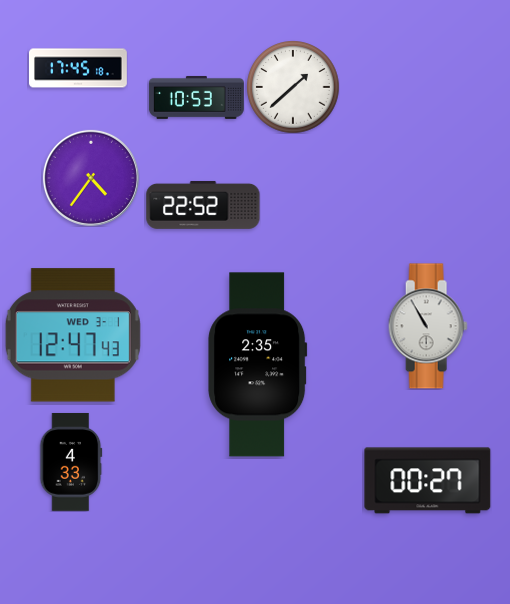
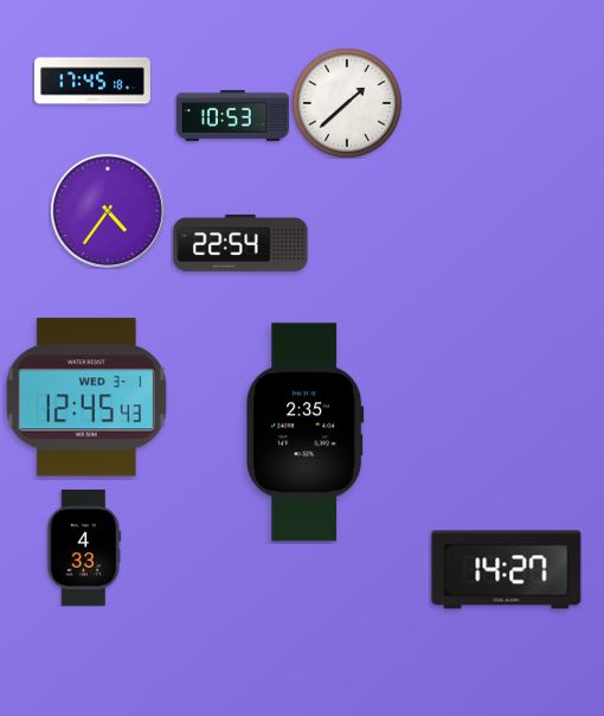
clock at (203, 205): 22:52 -> 22:54
clock at (428, 326): 10:55 -> none
clock at (73, 335): 12:47 -> 12:45
clock at (428, 481): 00:27 -> 14:27
